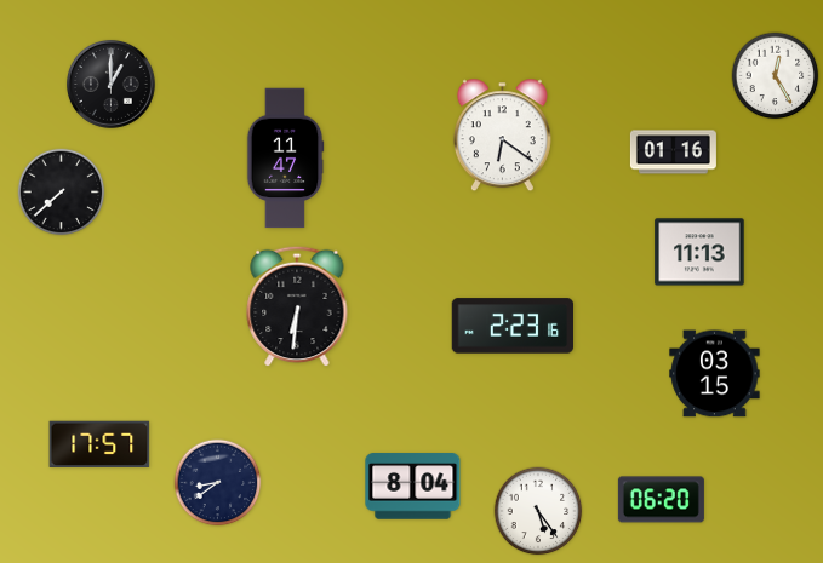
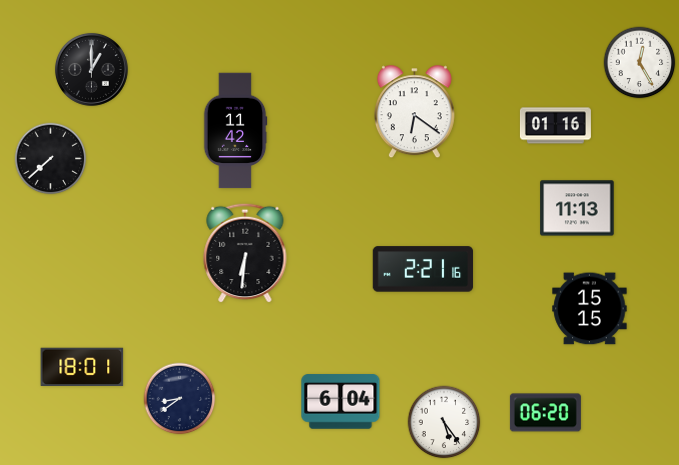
clock at (285, 159): 11:47 -> 11:42
clock at (513, 326): 2:23 -> 2:21
clock at (715, 374): 03:15 -> 15:15
clock at (99, 444): 17:57 -> 18:01
clock at (413, 487): 8:04 -> 6:04
